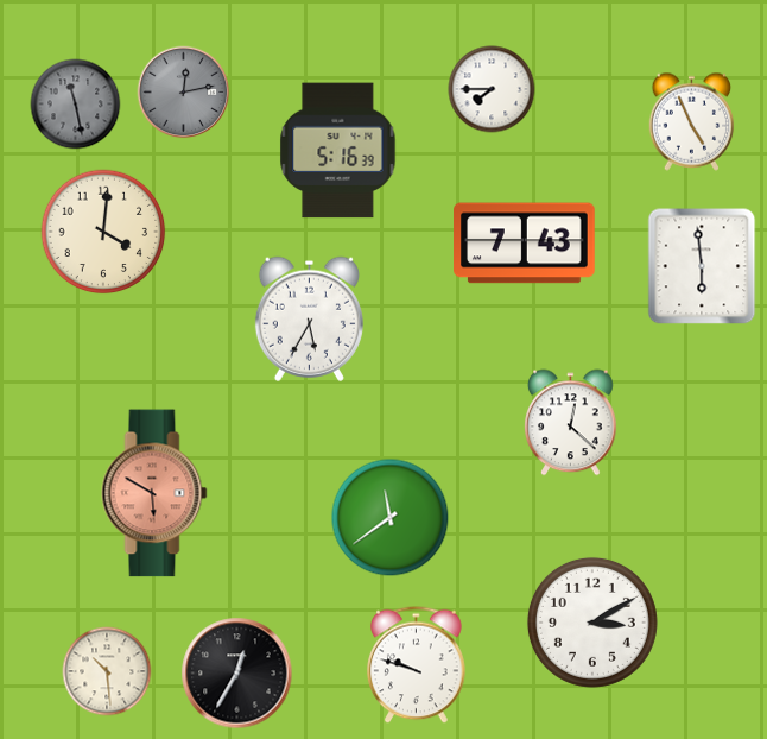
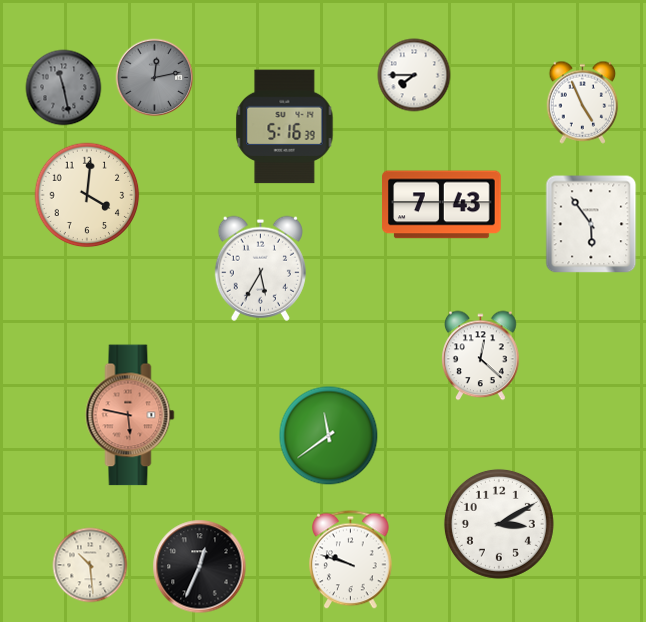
clock at (702, 266): 5:59 -> 5:54
clock at (154, 493): 5:50 -> 5:47
clock at (237, 674): 12:35 -> 12:34
